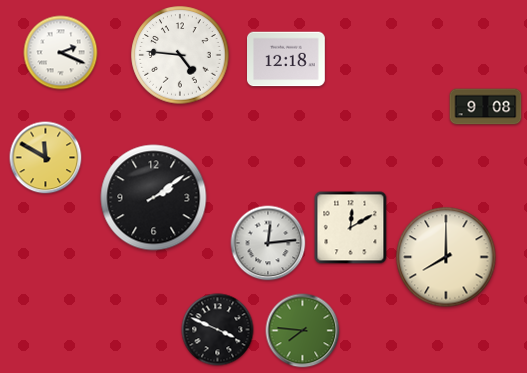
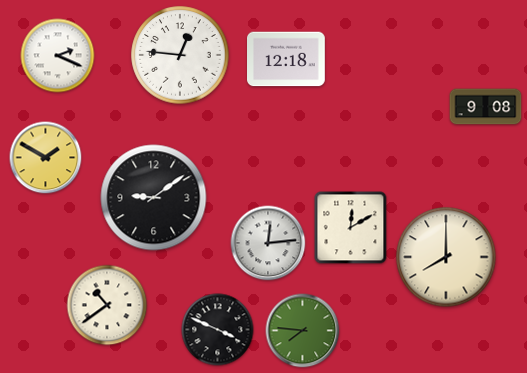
clock at (61, 53) position: (61, 53) -> (58, 56)
clock at (180, 55): 4:46 -> 12:46
clock at (46, 158): 11:50 -> 1:50
clock at (154, 198): 2:09 -> 9:09
clock at (107, 305): none -> 10:39
